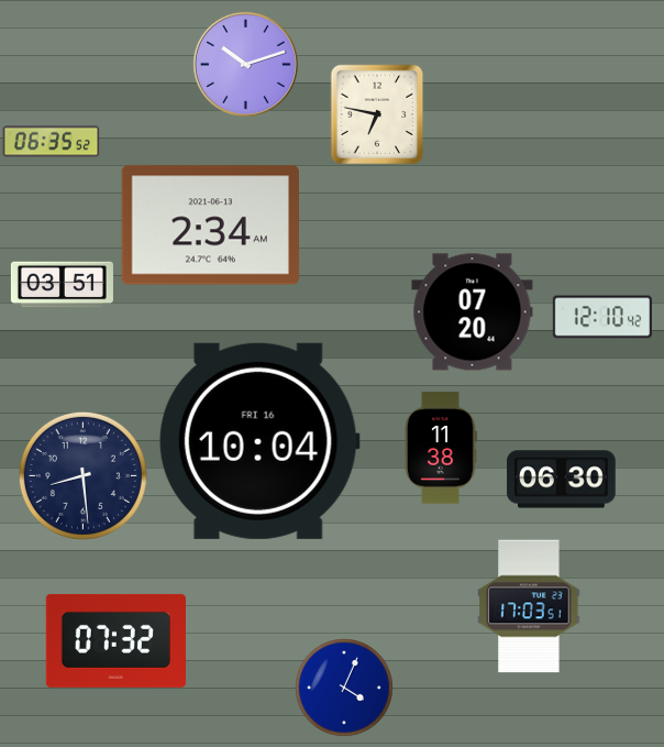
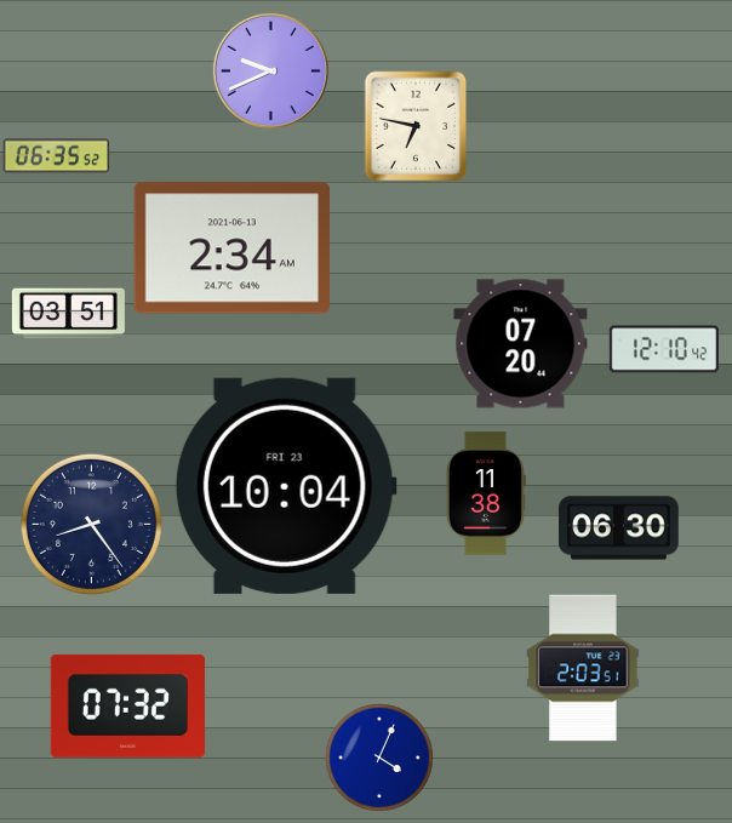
clock at (245, 64): 10:12 -> 9:41
clock at (259, 441) date: FRI 16 -> FRI 23
clock at (82, 475): 8:29 -> 8:24
clock at (529, 606): 17:03 -> 2:03
